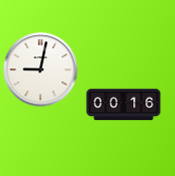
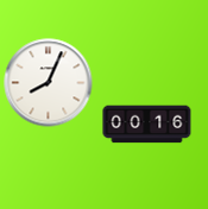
clock at (41, 70): 9:02 -> 8:04
